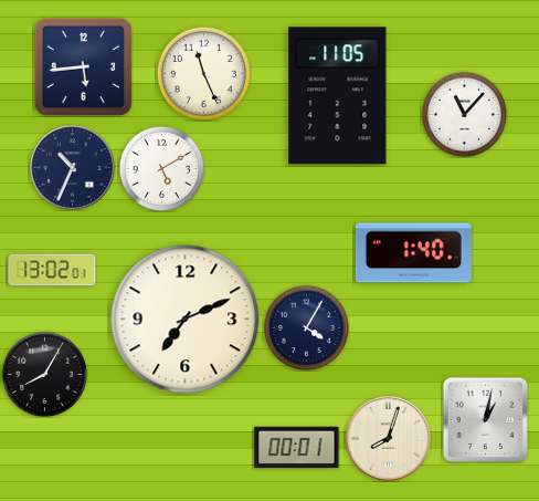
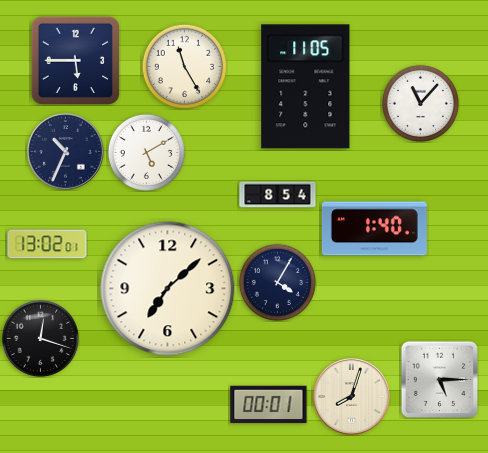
clock at (83, 66): 5:44 -> 5:45
clock at (203, 73): 11:26 -> 11:25
clock at (278, 195): none -> 8:54
clock at (186, 320): 7:11 -> 7:08
clock at (306, 327) position: (306, 327) -> (277, 282)
clock at (44, 374): 8:05 -> 12:18
clock at (485, 419): 1:02 -> 5:15
